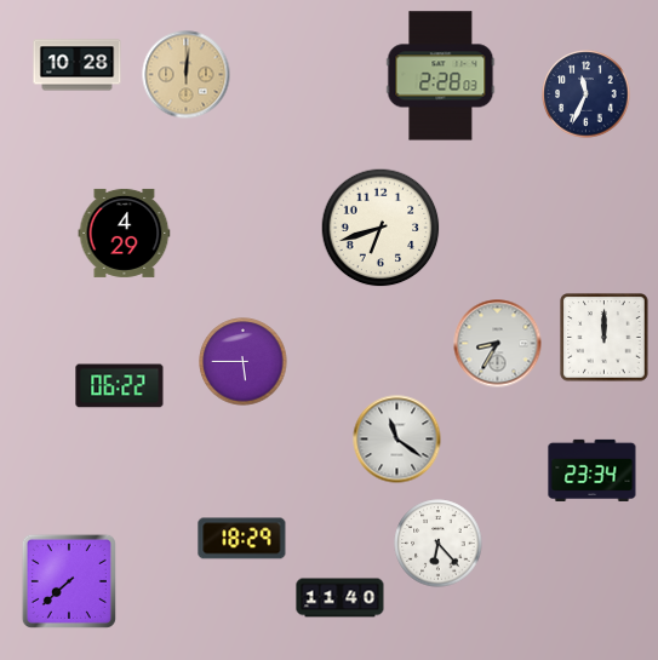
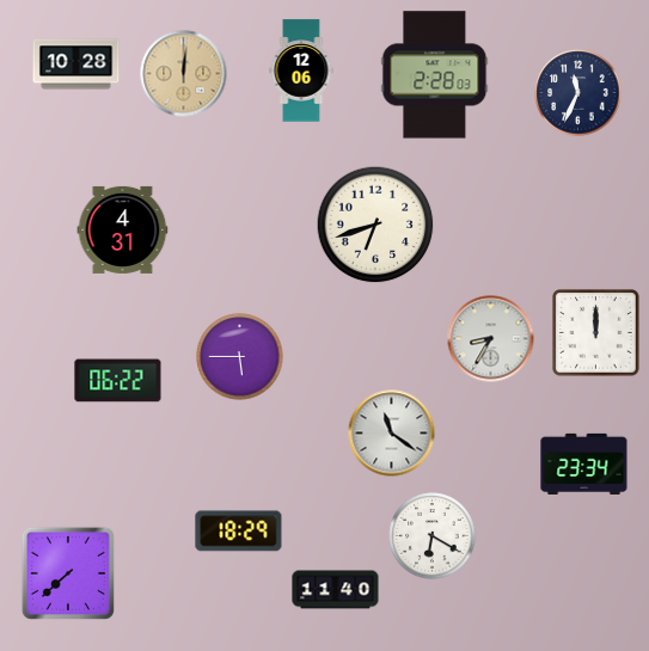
clock at (301, 70): none -> 12:06
clock at (125, 233): 4:29 -> 4:31
clock at (439, 544): 6:23 -> 6:20
